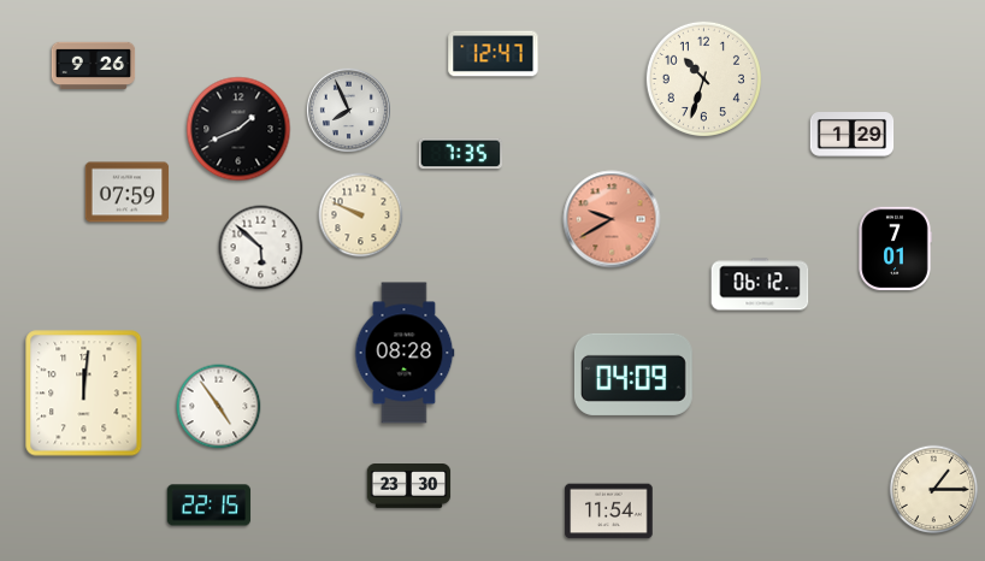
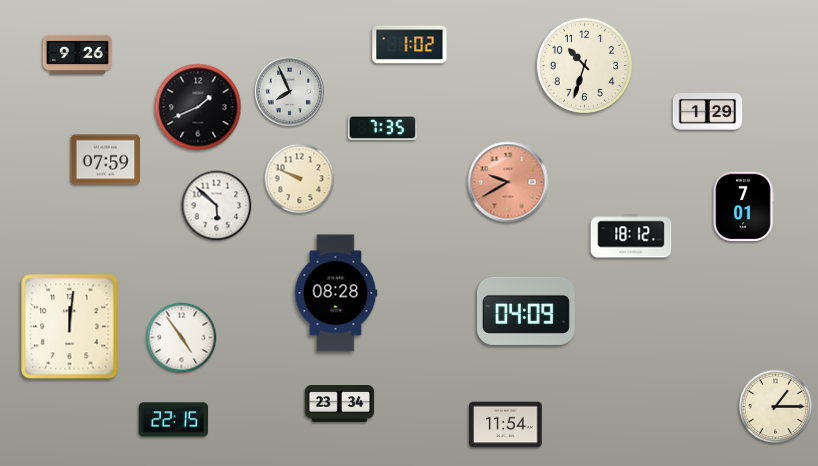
clock at (494, 54): 12:47 -> 1:02
clock at (760, 284): 06:12 -> 18:12
clock at (409, 486): 23:30 -> 23:34
